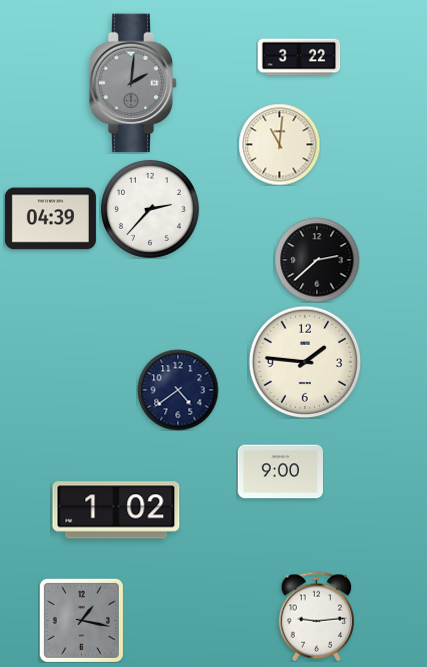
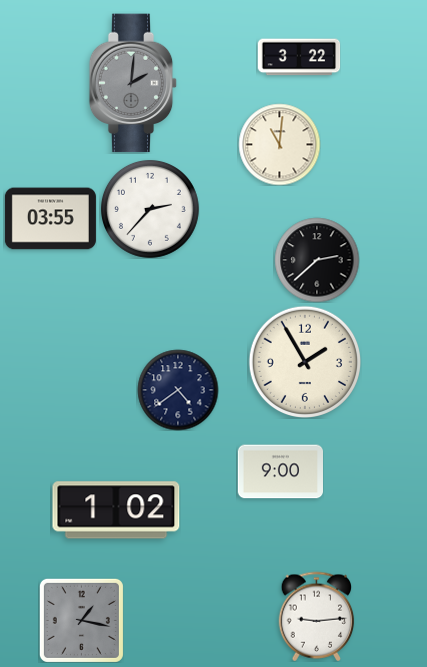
clock at (50, 219): 04:39 -> 03:55
clock at (304, 361): 1:46 -> 1:55
